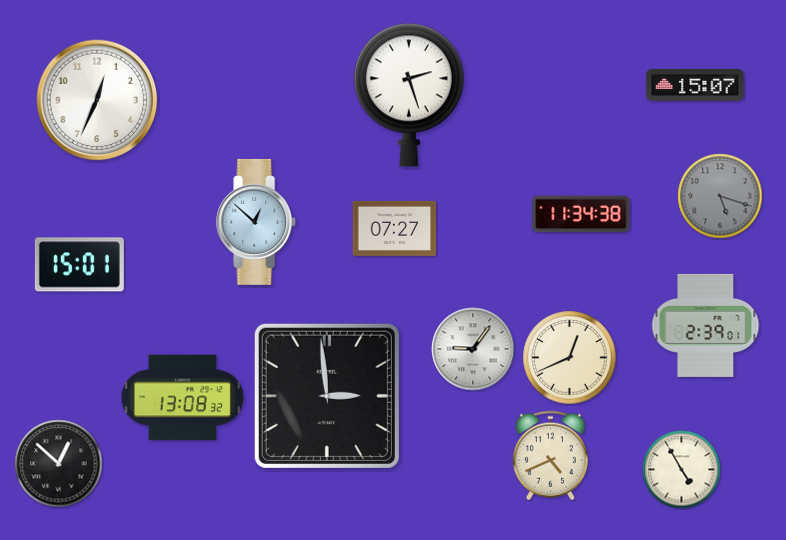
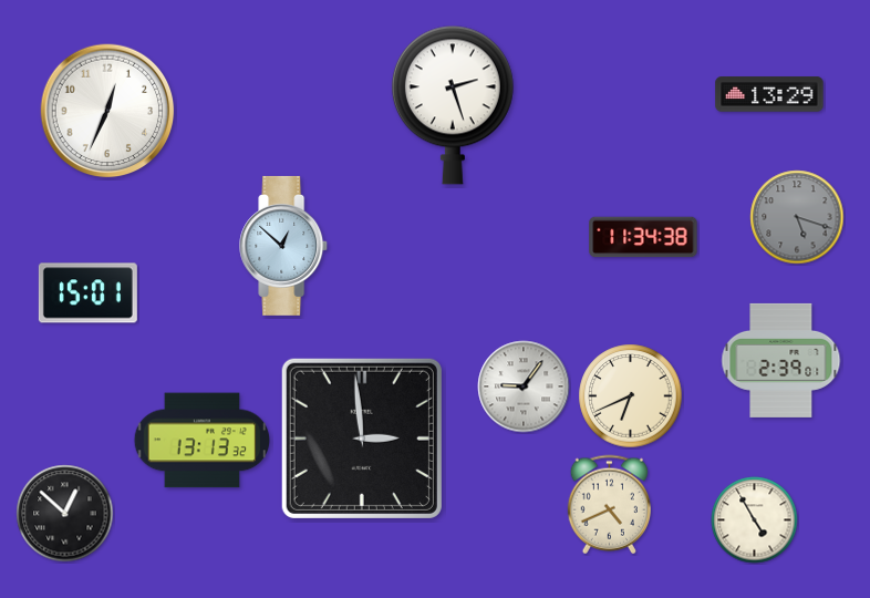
clock at (695, 85): 15:07 -> 13:29
clock at (395, 228): 07:27 -> none
clock at (570, 358): 12:41 -> 6:41
clock at (183, 398): 13:08 -> 13:13
